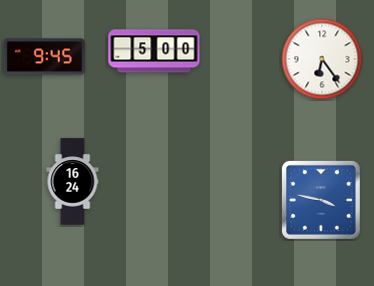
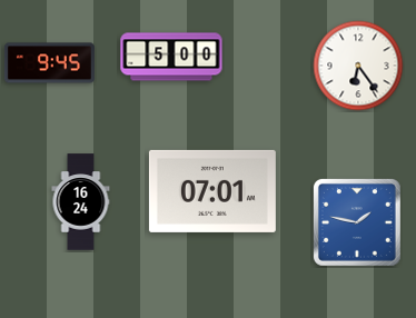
clock at (212, 191): none -> 07:01
clock at (321, 200): 3:47 -> 1:47
